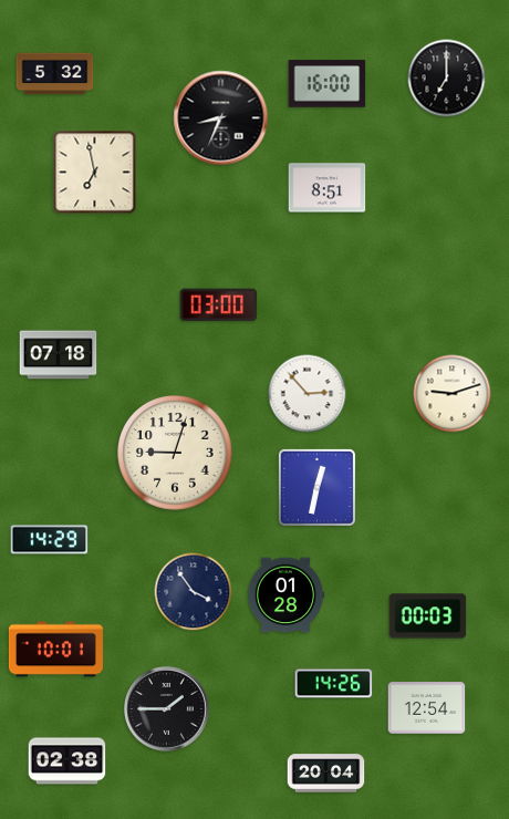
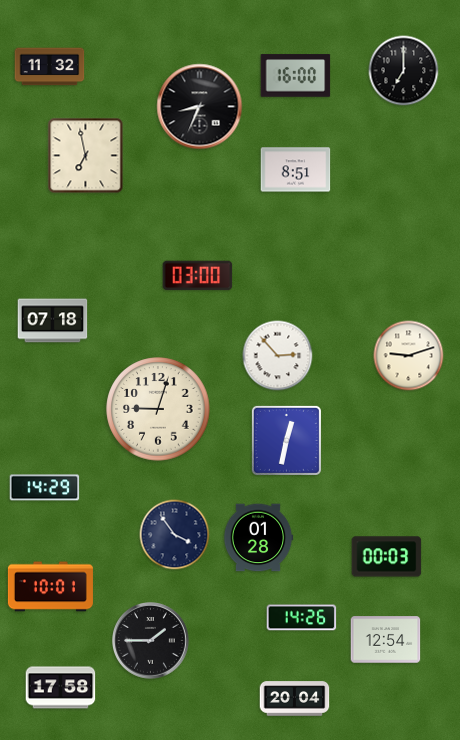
clock at (55, 74): 5:32 -> 11:32
clock at (67, 761): 02:38 -> 17:58
